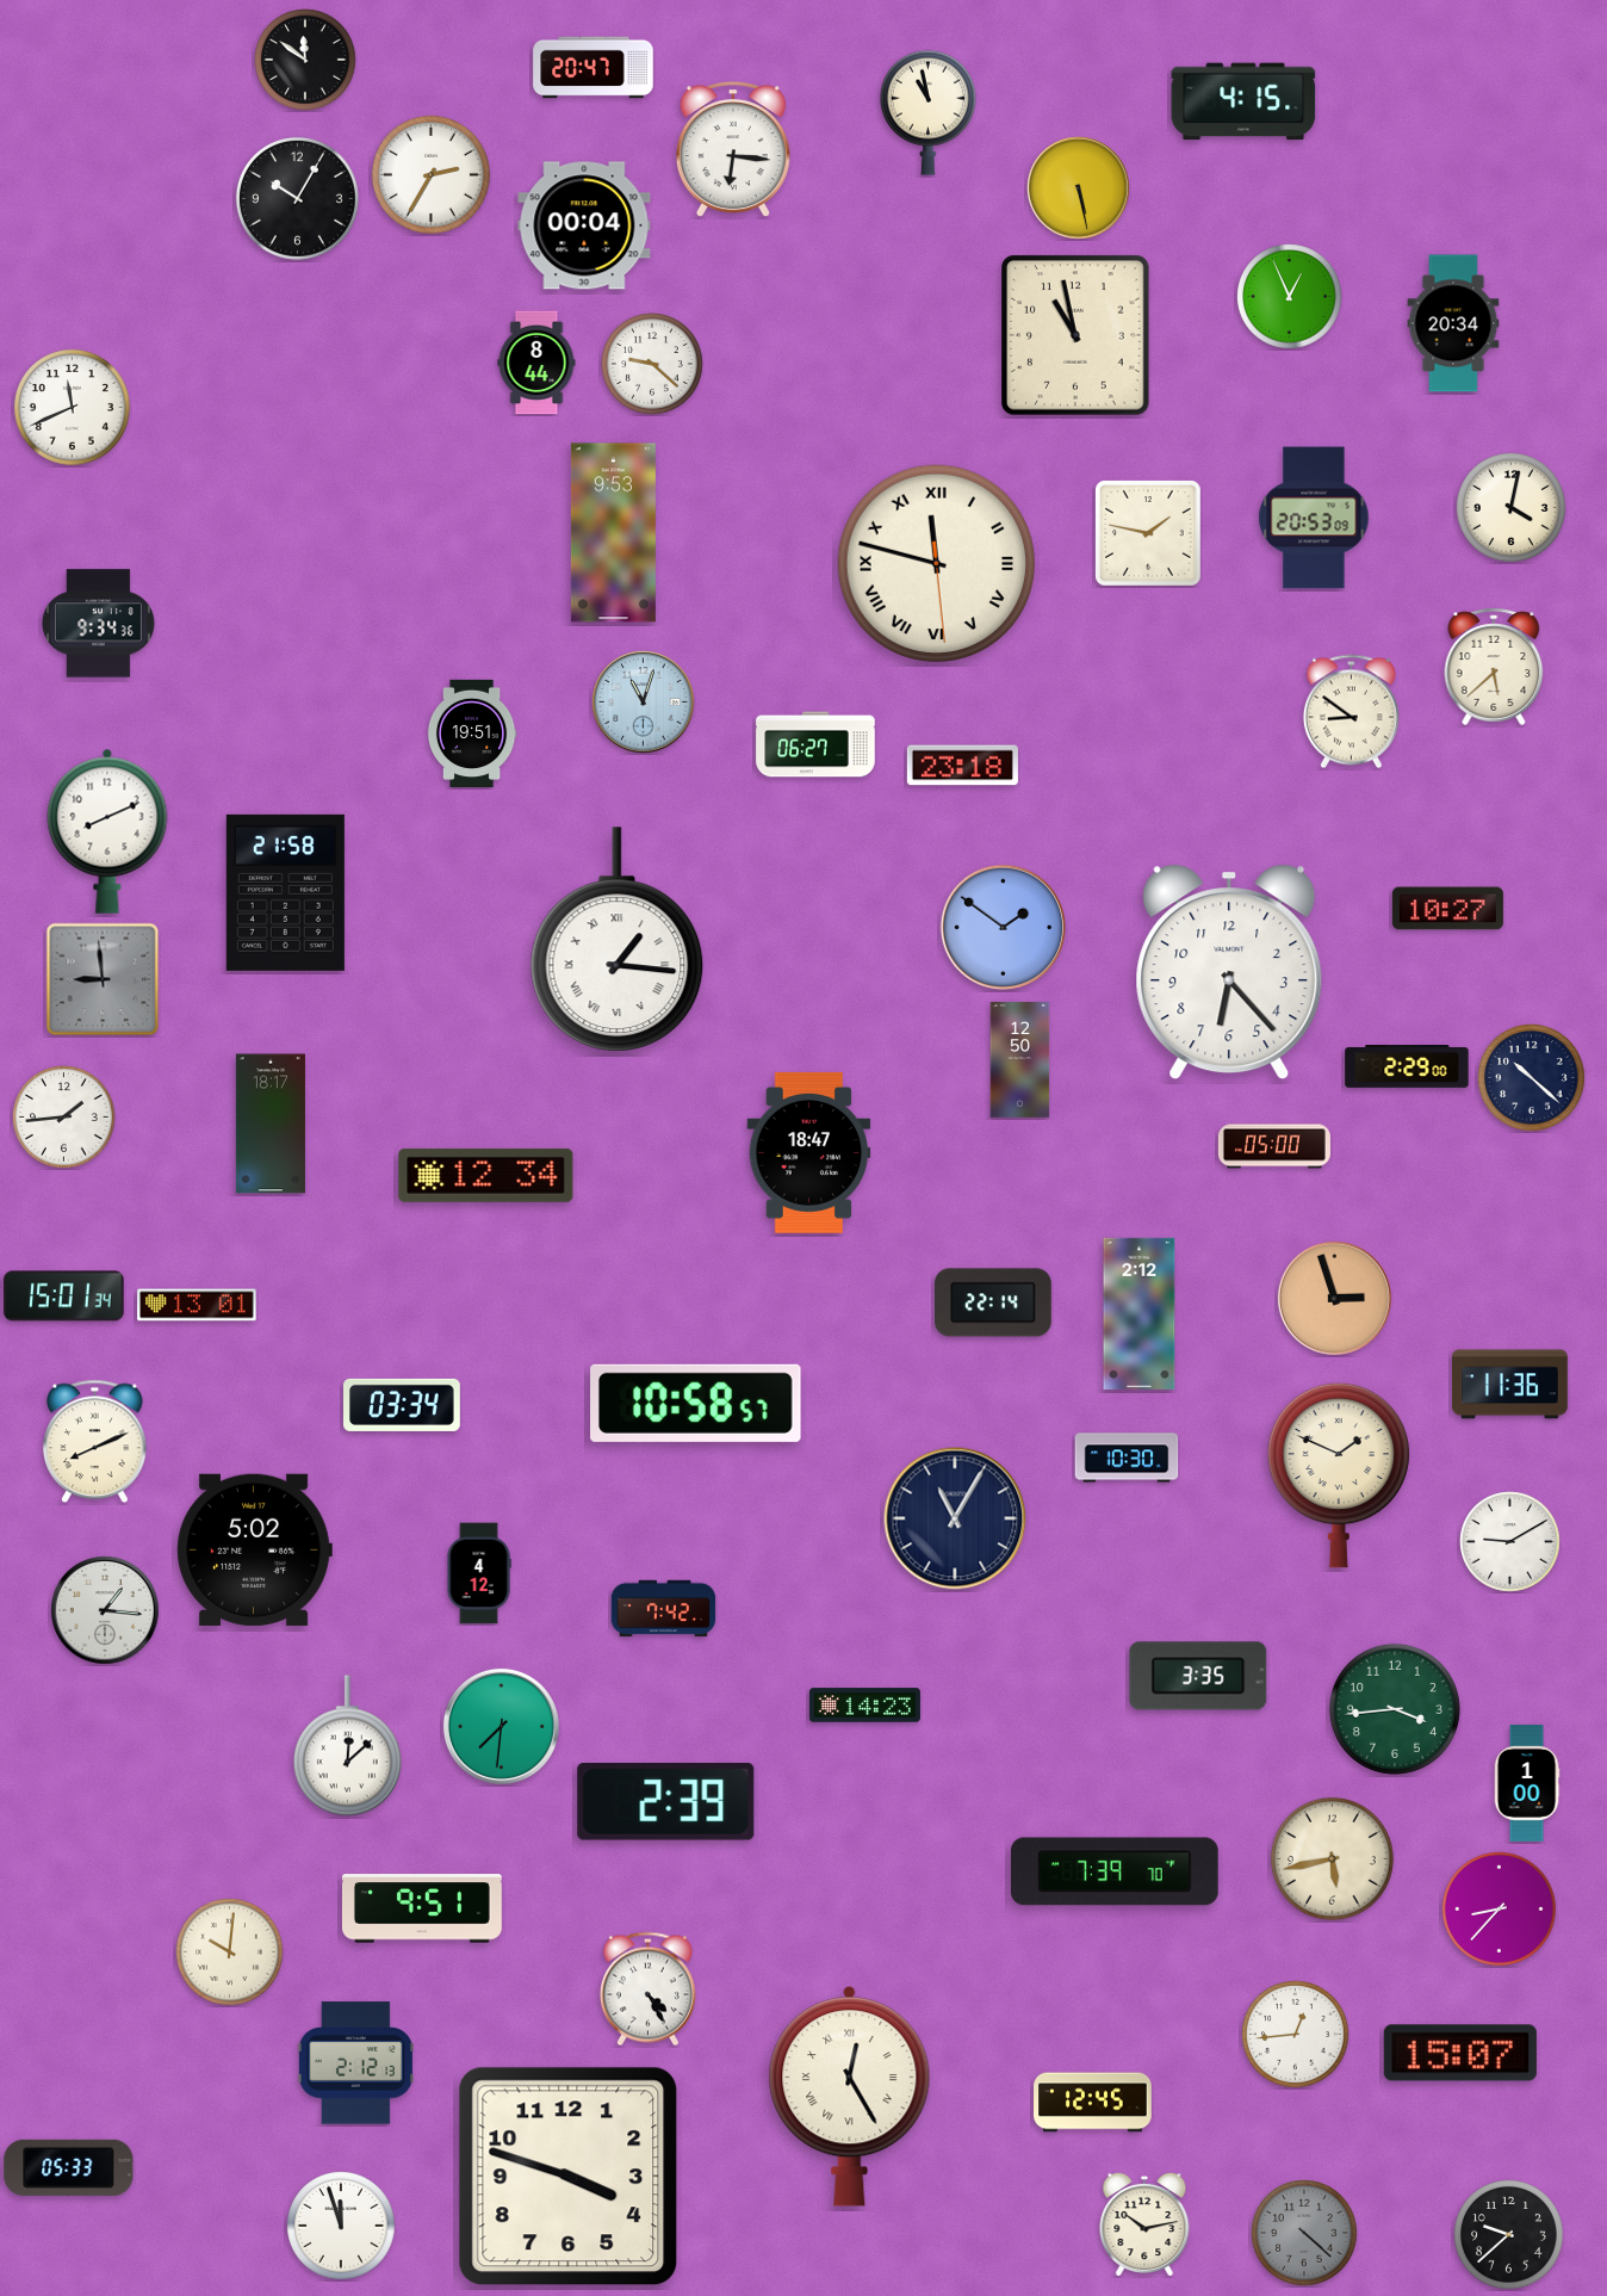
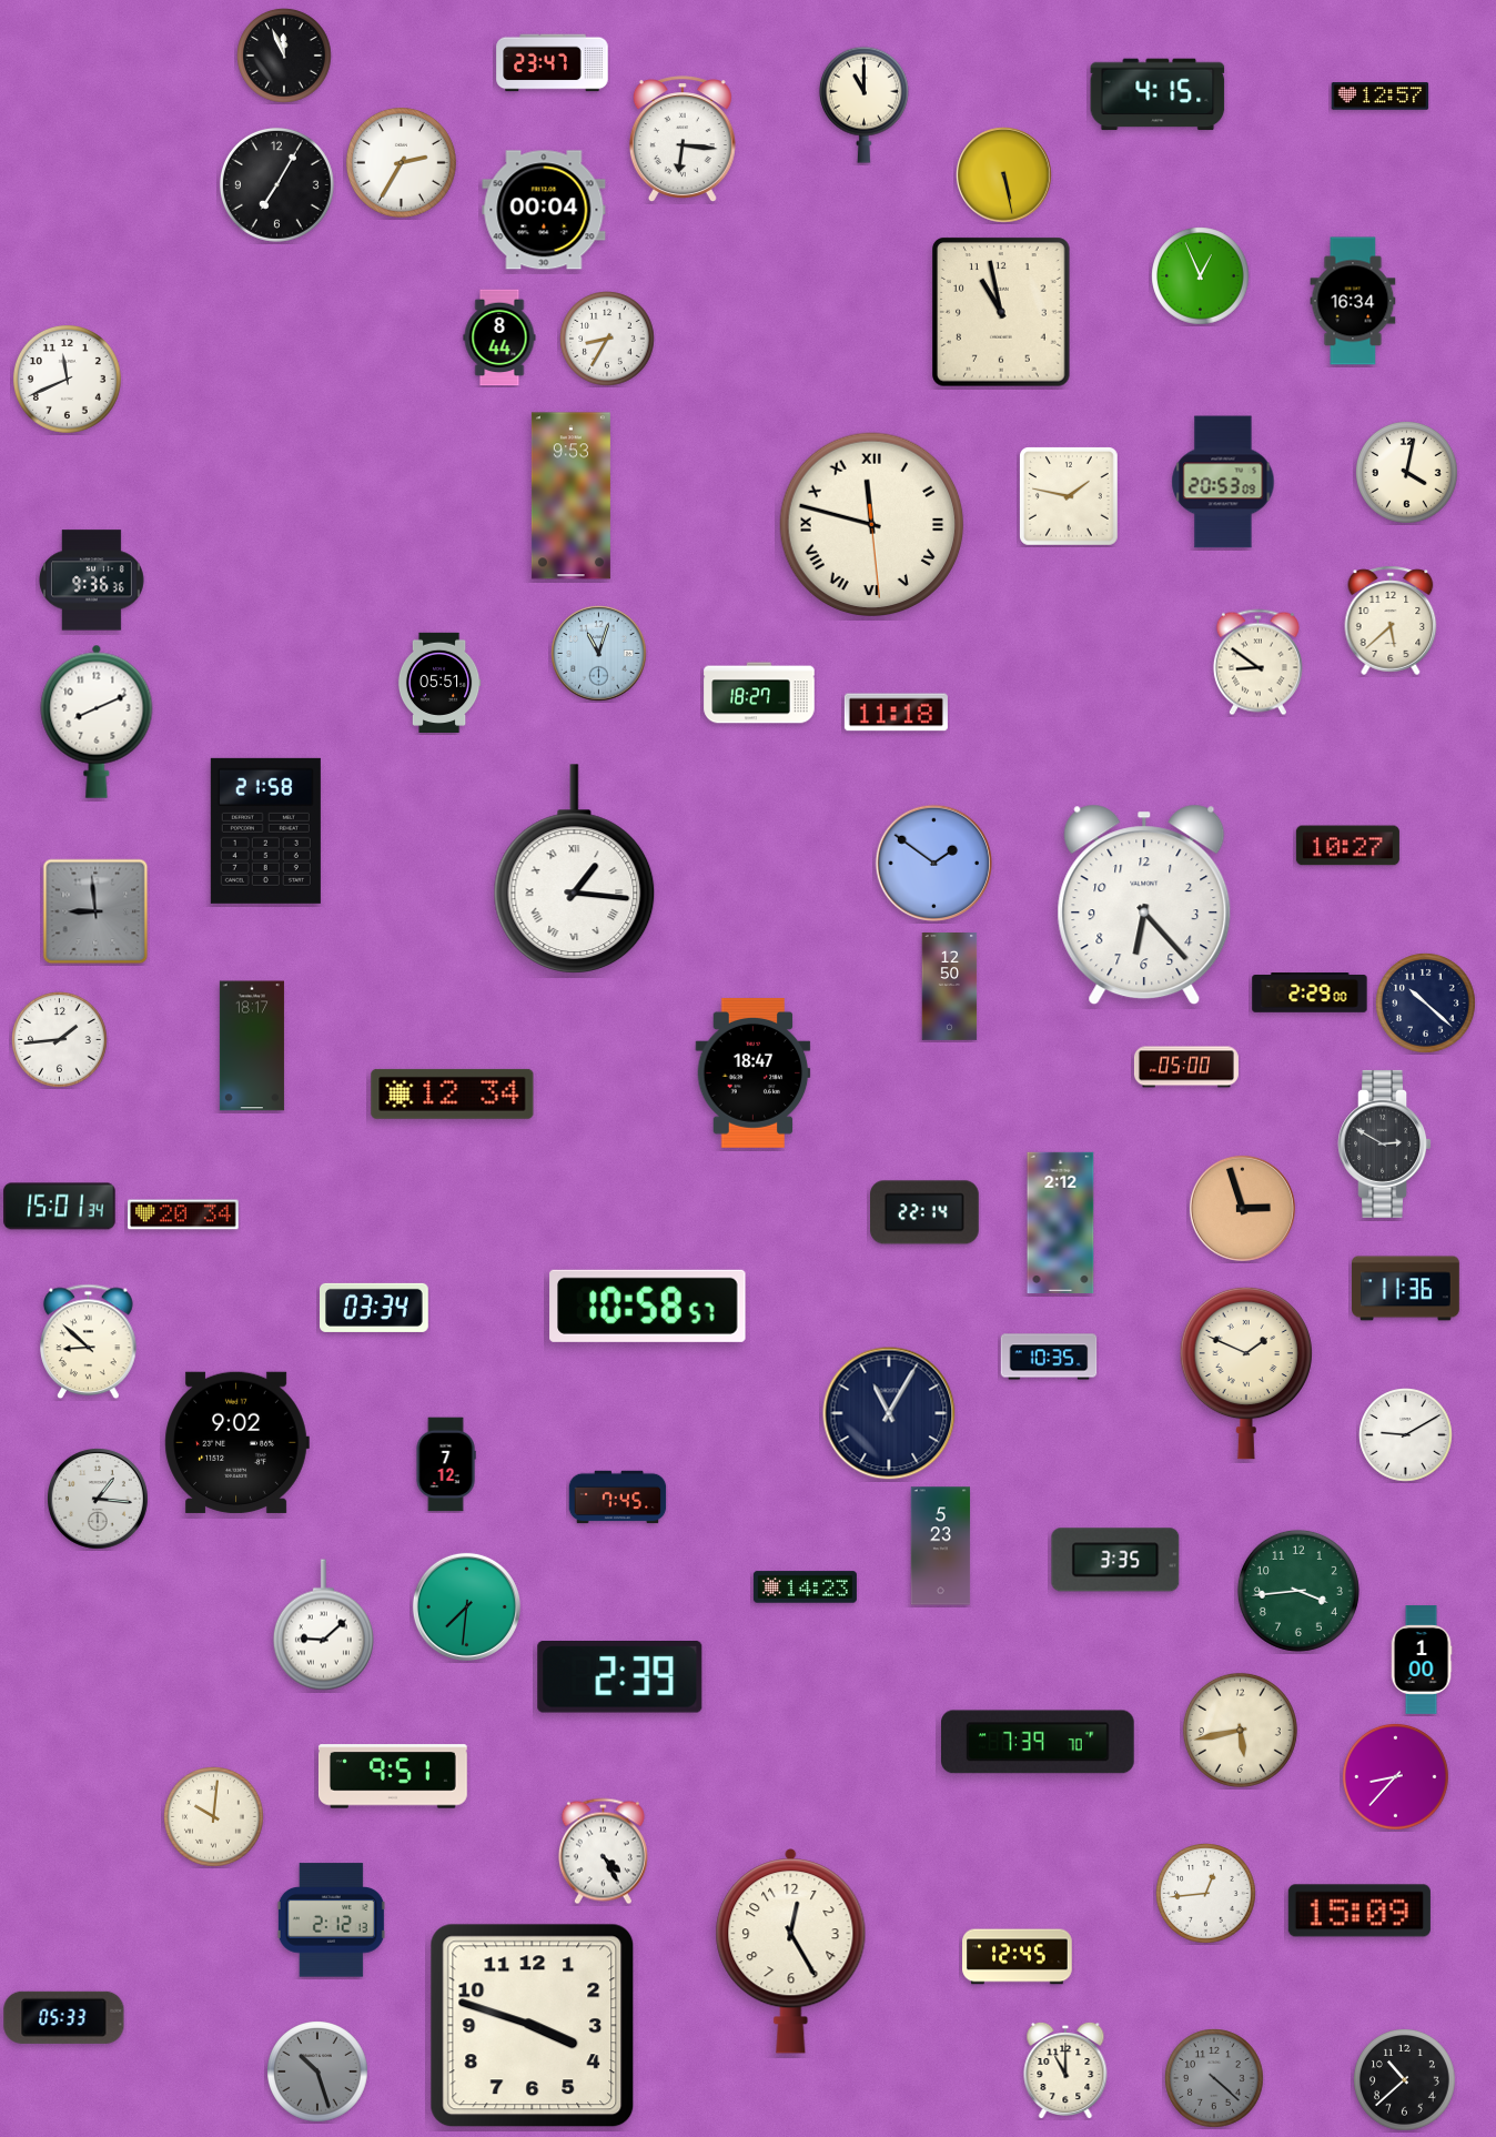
clock at (305, 60): 11:51 -> 11:56
clock at (594, 68): 20:47 -> 23:47
clock at (1381, 97): none -> 12:57
clock at (927, 112): 10:58 -> 11:00
clock at (297, 198): 10:05 -> 7:05
clock at (1453, 323): 20:34 -> 16:34
clock at (652, 364): 9:22 -> 8:35
clock at (98, 624): 9:34 -> 9:36
clock at (472, 732): 19:51 -> 05:51
clock at (815, 744): 06:27 -> 18:27
clock at (962, 766): 23:18 -> 11:18
clock at (107, 831) position: (107, 831) -> (97, 722)
clock at (618, 939) position: (618, 939) -> (575, 868)
clock at (1384, 1143): none -> 2:50
clock at (197, 1305): 13:01 -> 20:34
clock at (95, 1442): 8:11 -> 8:52
clock at (1127, 1458): 10:30 -> 10:35
clock at (254, 1549): 5:02 -> 9:02
clock at (479, 1573): 4:12 -> 7:12
clock at (664, 1609): 7:42 -> 7:45
clock at (941, 1546): none -> 5:23
clock at (347, 1746): 12:08 -> 9:08
clock at (1460, 2053): 15:07 -> 15:09
clock at (850, 2097) numerals: Roman -> Arabic
clock at (569, 2177) position: (569, 2177) -> (533, 2026)
clock at (1144, 2223): 10:13 -> 11:00
clock at (342, 2227): 11:57 -> 10:27
clock at (342, 2227) dial: white -> grey
clock at (1509, 2235): 9:38 -> 10:38
